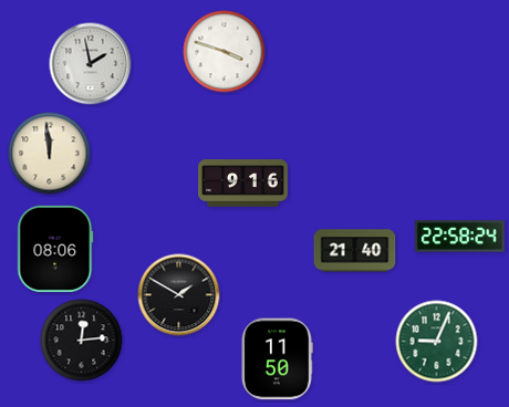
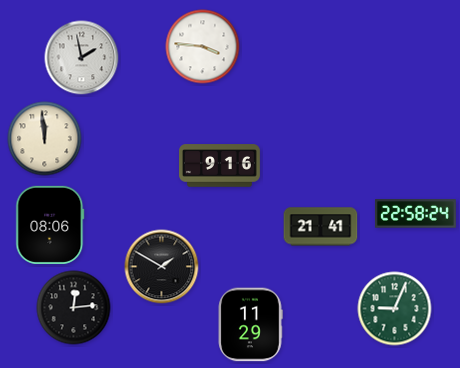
clock at (225, 52): 3:48 -> 3:46
clock at (355, 251): 21:40 -> 21:41
clock at (277, 359): 11:50 -> 11:29
